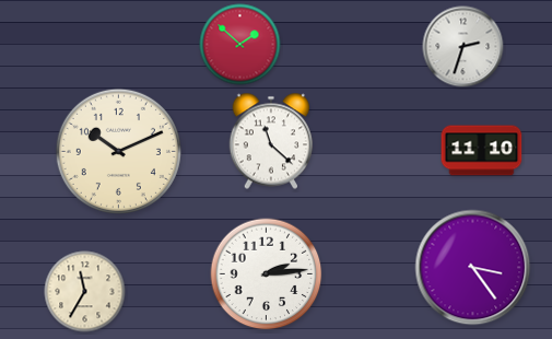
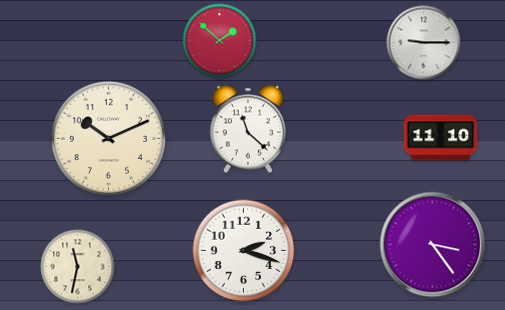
clock at (463, 47): 2:33 -> 9:15
clock at (267, 274): 2:14 -> 2:18
clock at (85, 292): 11:35 -> 11:32
